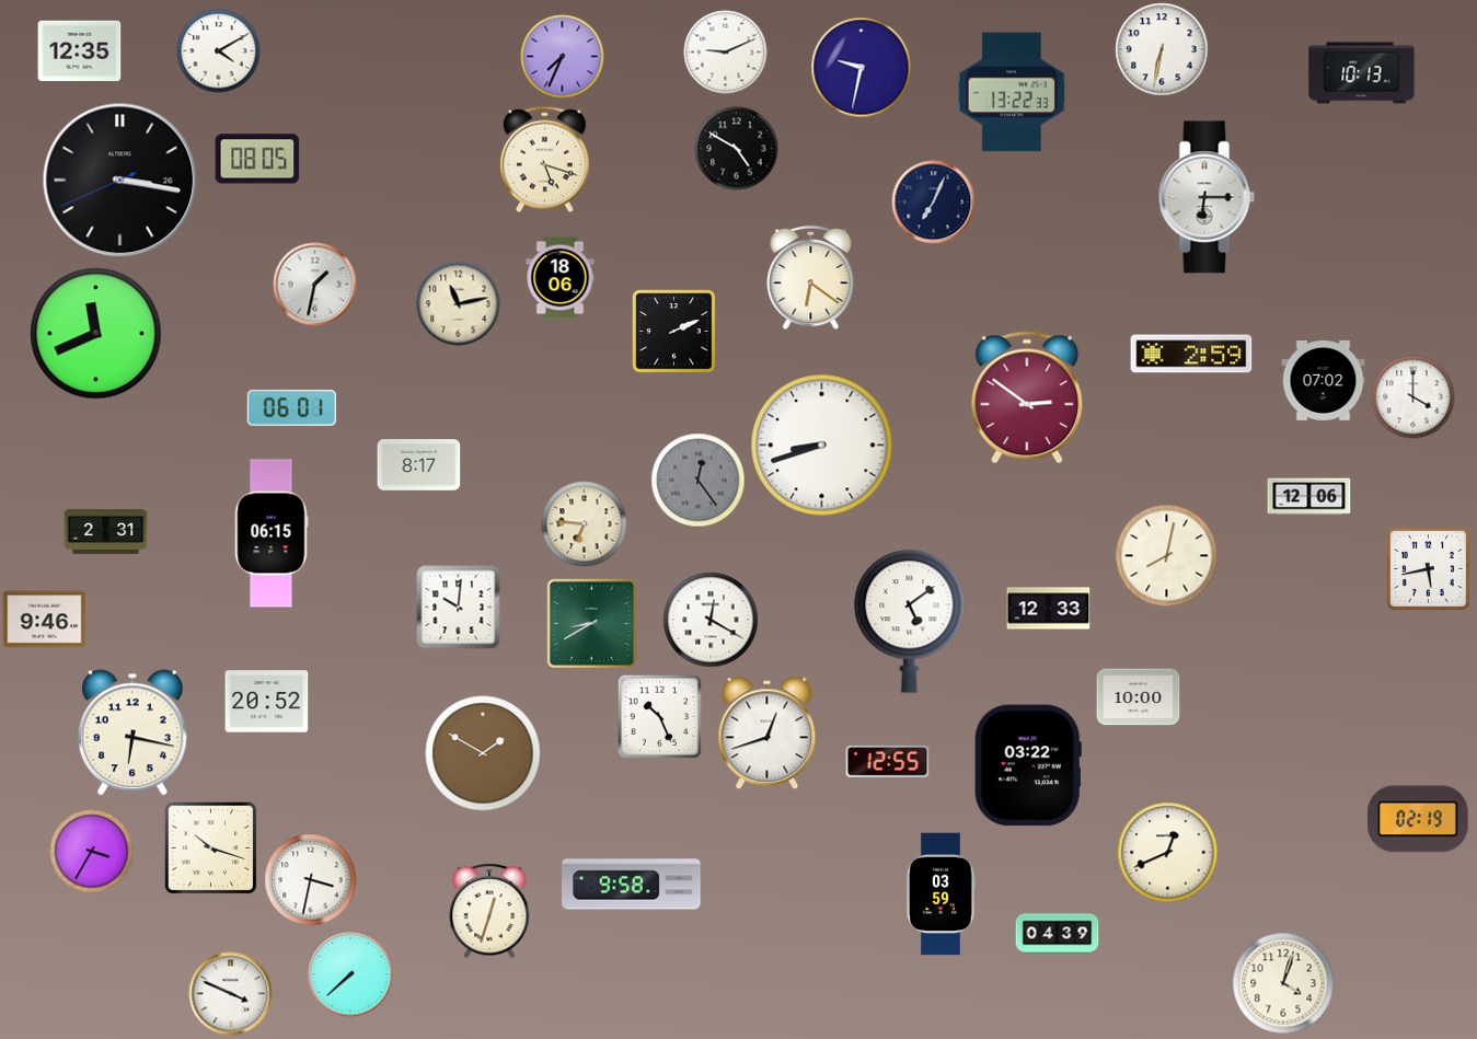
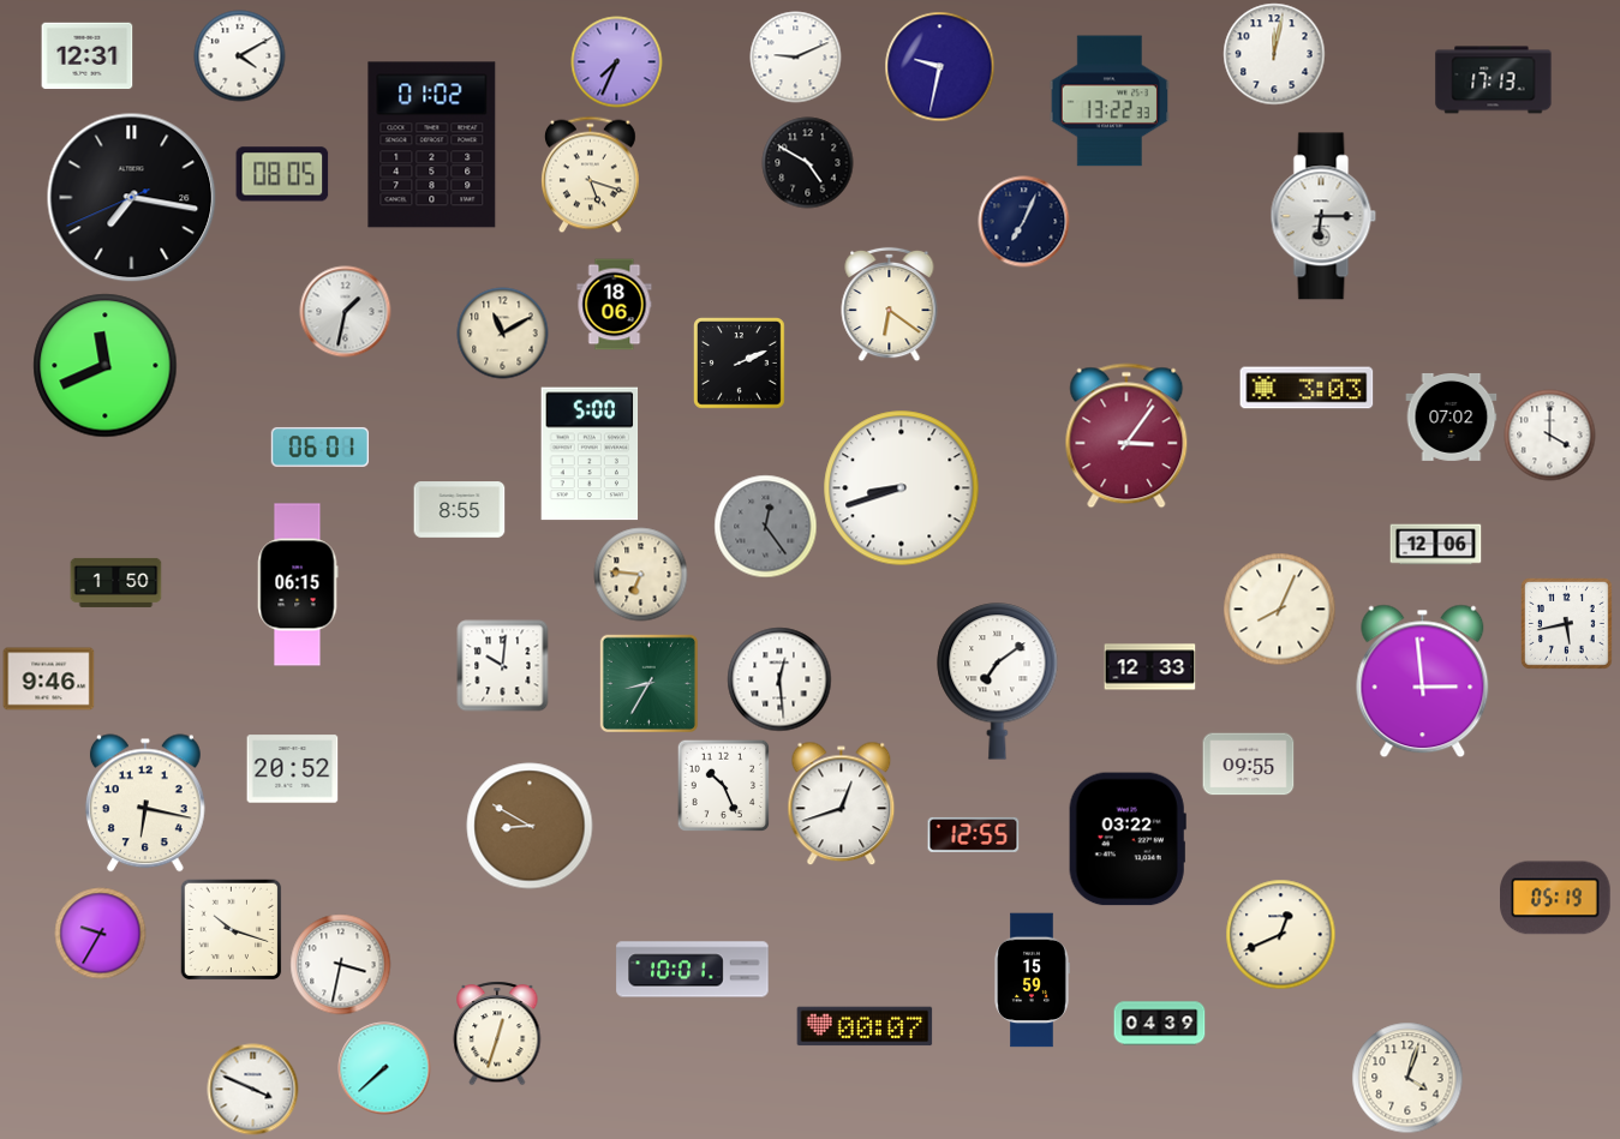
clock at (1162, 49): 6:32 -> 12:02
clock at (80, 51): 12:35 -> 12:31
clock at (862, 68) position: (862, 68) -> (940, 67)
clock at (1362, 73): 10:13 -> 17:13
clock at (432, 145): none -> 01:02
clock at (544, 160) position: (544, 160) -> (590, 175)
clock at (120, 181): 3:16 -> 7:16
clock at (459, 304): 11:13 -> 11:10
clock at (1191, 354): 2:59 -> 3:03
clock at (1027, 397): 2:51 -> 3:06
clock at (590, 454): none -> 5:00
clock at (419, 465): 8:17 -> 8:55
clock at (106, 531): 2:31 -> 1:50
clock at (1167, 556): 8:02 -> 8:04
clock at (711, 620): 12:20 -> 12:29
clock at (910, 622): 5:09 -> 7:09
clock at (1423, 682): none -> 2:59
clock at (591, 623): 8:40 -> 8:35
clock at (1139, 697): 10:00 -> 09:55
clock at (483, 753): 1:50 -> 8:50
clock at (1418, 819): 02:19 -> 05:19
clock at (92, 852): 3:35 -> 9:35
clock at (632, 885): 9:58 -> 10:01
clock at (941, 894): 03:59 -> 15:59
clock at (489, 911) position: (489, 911) -> (497, 1033)
clock at (865, 1026): none -> 00:07
